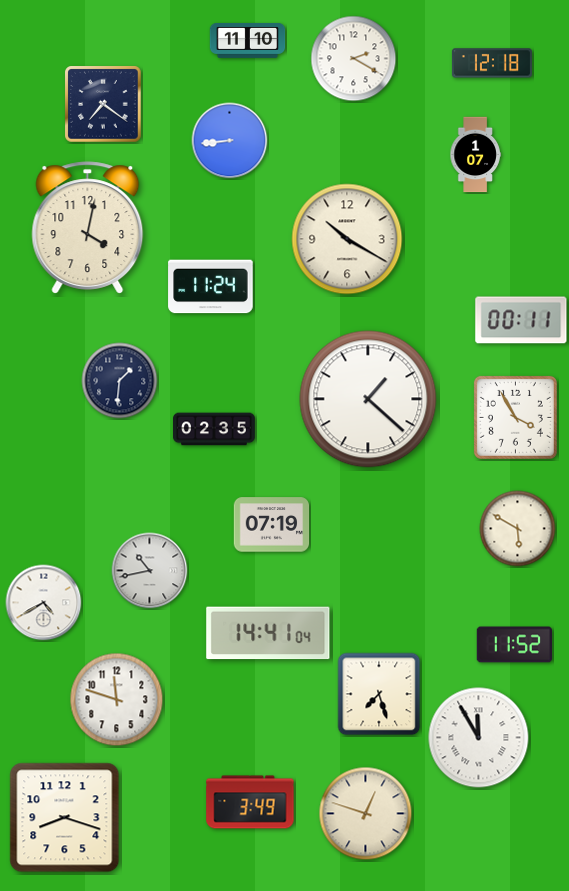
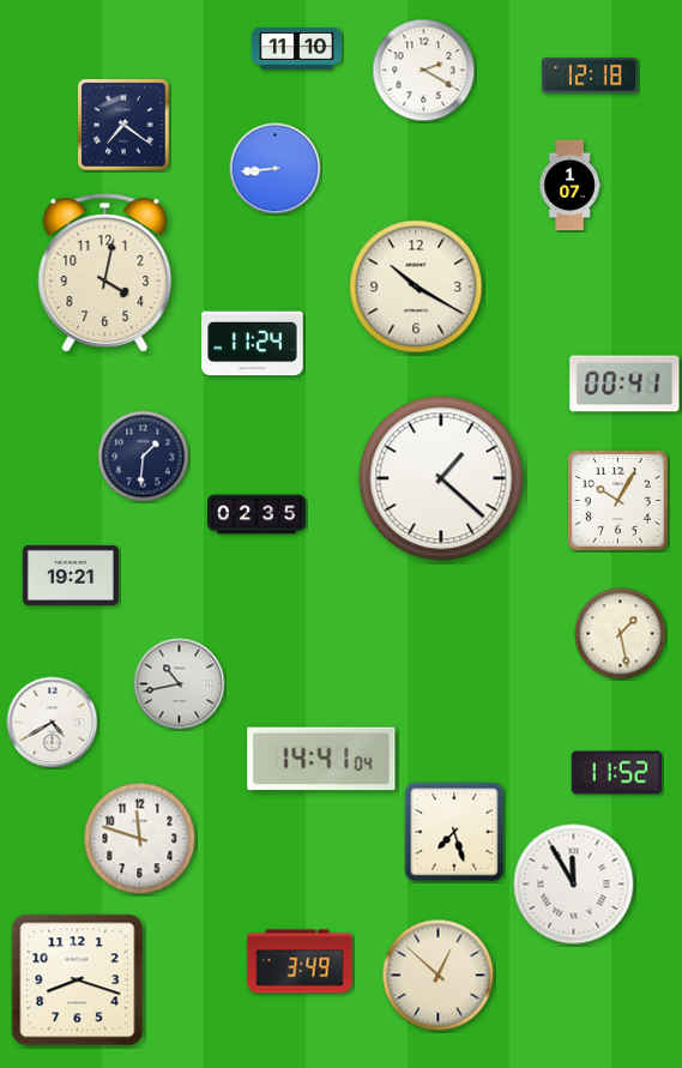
clock at (521, 320): 00:11 -> 00:41
clock at (515, 417): 3:55 -> 10:05
clock at (71, 575): none -> 19:21
clock at (272, 525): 07:19 -> none
clock at (518, 529): 5:50 -> 1:28
clock at (366, 814): 12:48 -> 12:52
